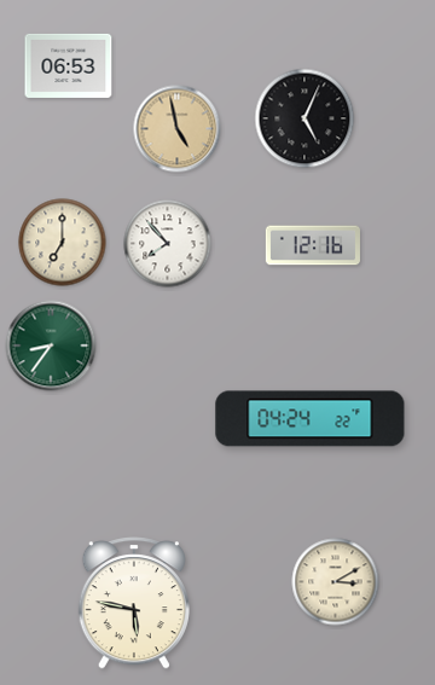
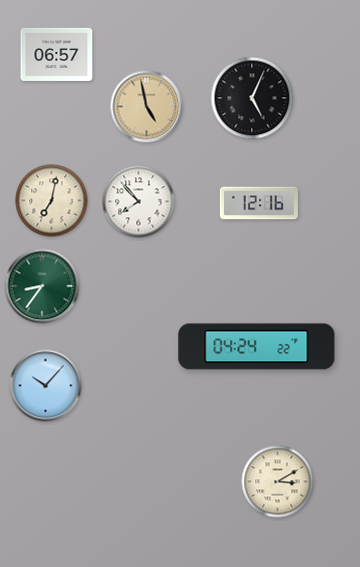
clock at (69, 65): 06:53 -> 06:57
clock at (63, 243): 7:00 -> 7:02
clock at (46, 386): none -> 10:07
clock at (134, 603): 5:47 -> none
